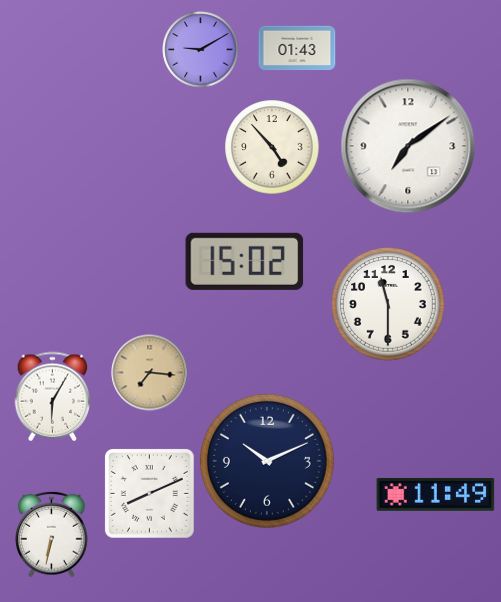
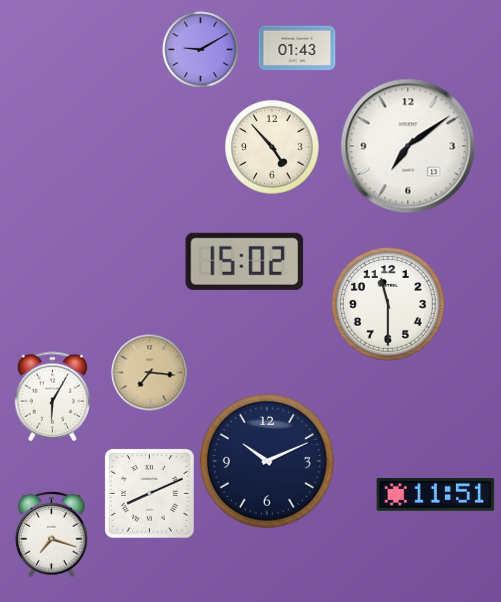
clock at (436, 495): 11:49 -> 11:51
clock at (52, 534): 6:32 -> 7:18
